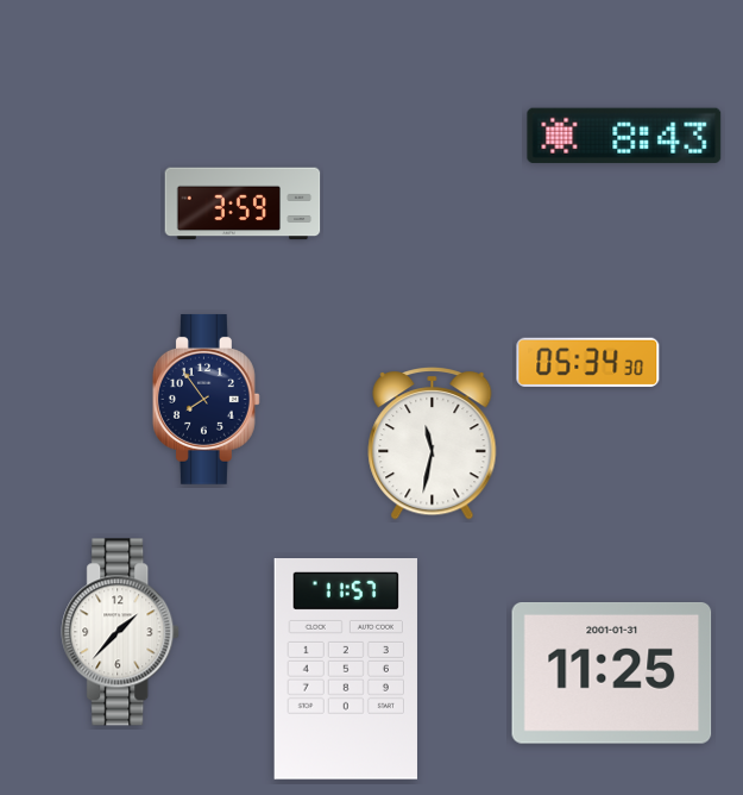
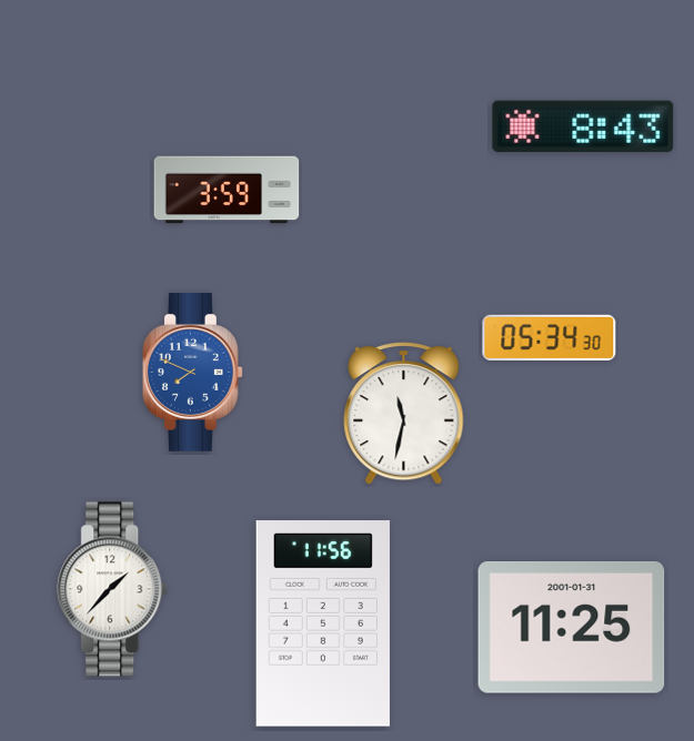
clock at (206, 399): 7:54 -> 7:49
clock at (206, 399) dial: navy -> blue
clock at (346, 670): 11:57 -> 11:56
